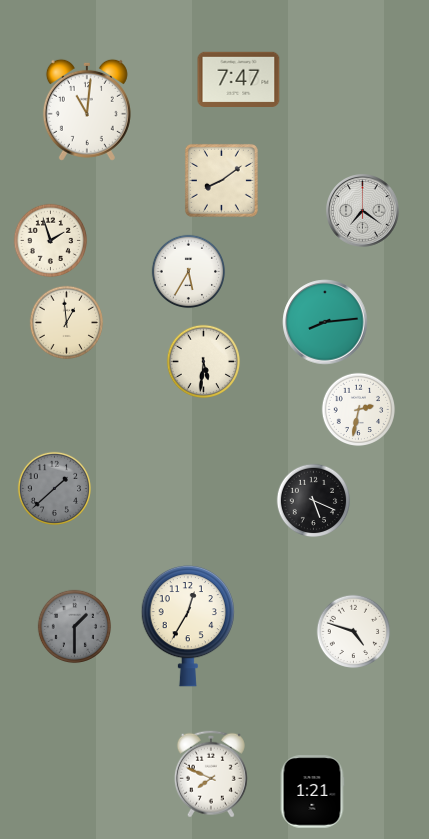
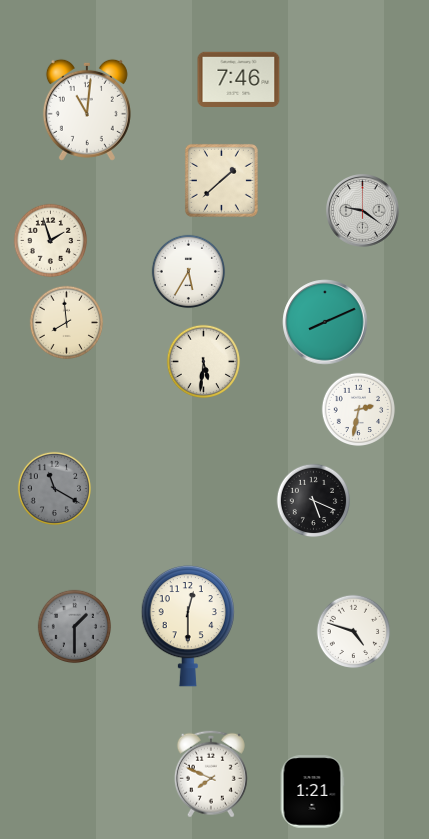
clock at (239, 79): 7:47 -> 7:46
clock at (221, 180): 8:09 -> 1:38
clock at (363, 211): 7:21 -> 9:21
clock at (325, 322): 8:14 -> 8:11
clock at (67, 323): 12:59 -> 7:59
clock at (55, 489): 1:38 -> 11:20
clock at (187, 626): 12:35 -> 12:30
